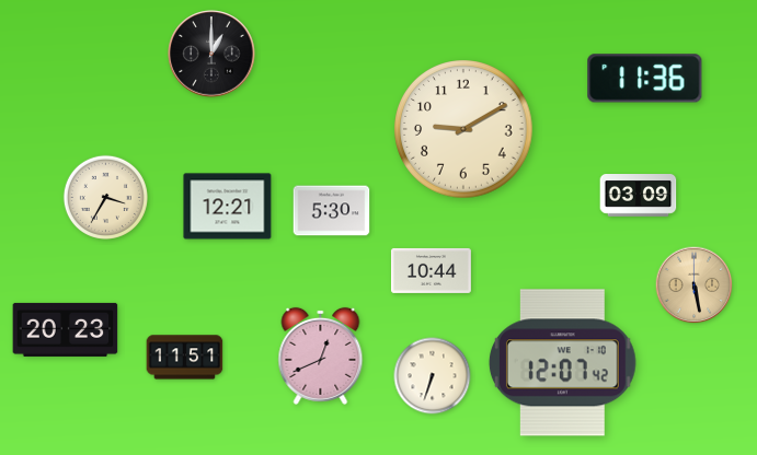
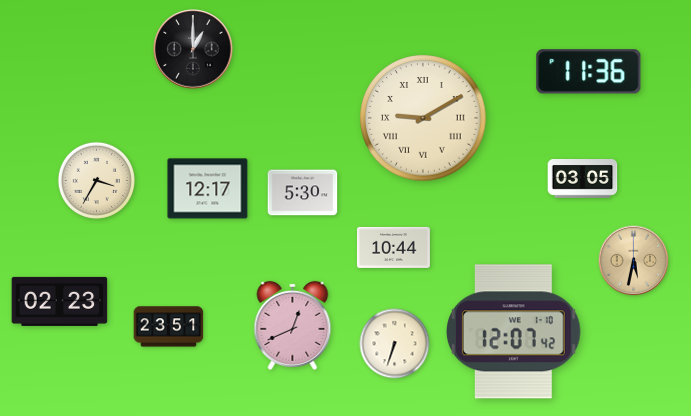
clock at (463, 129) numerals: Arabic -> Roman
clock at (639, 196): 03:09 -> 03:05
clock at (228, 207): 12:21 -> 12:17
clock at (695, 285): 5:28 -> 5:32
clock at (66, 329): 20:23 -> 02:23
clock at (185, 358): 11:51 -> 23:51
